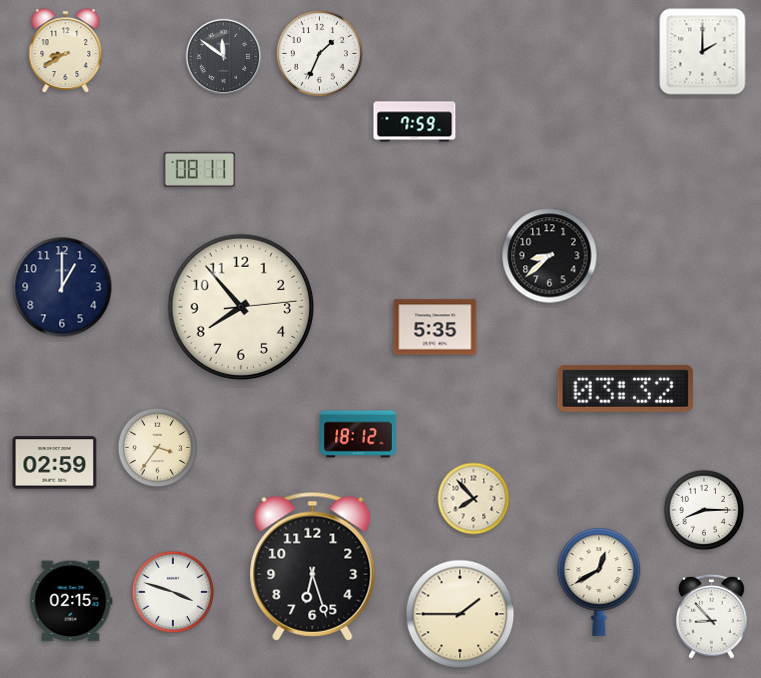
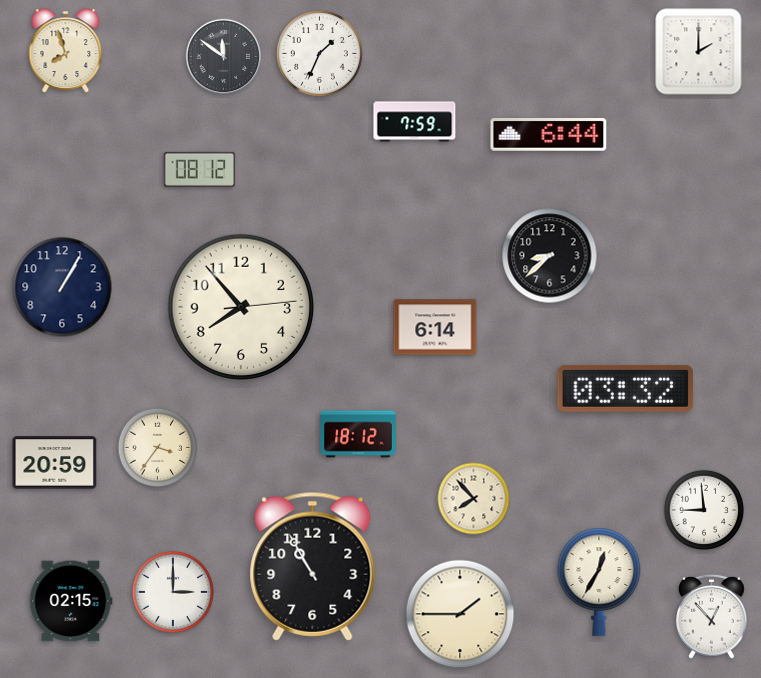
clock at (66, 51): 8:40 -> 7:57
clock at (703, 52) position: (703, 52) -> (699, 52)
clock at (549, 135): none -> 6:44
clock at (200, 169): 08:11 -> 08:12
clock at (62, 287): 1:00 -> 1:05
clock at (435, 327): 5:35 -> 6:14
clock at (55, 463): 02:59 -> 20:59
clock at (704, 510): 8:15 -> 8:59
clock at (313, 566): 6:27 -> 10:55
clock at (599, 582): 12:40 -> 12:35
clock at (172, 591): 3:48 -> 3:00
clock at (712, 616): 8:53 -> 12:53
